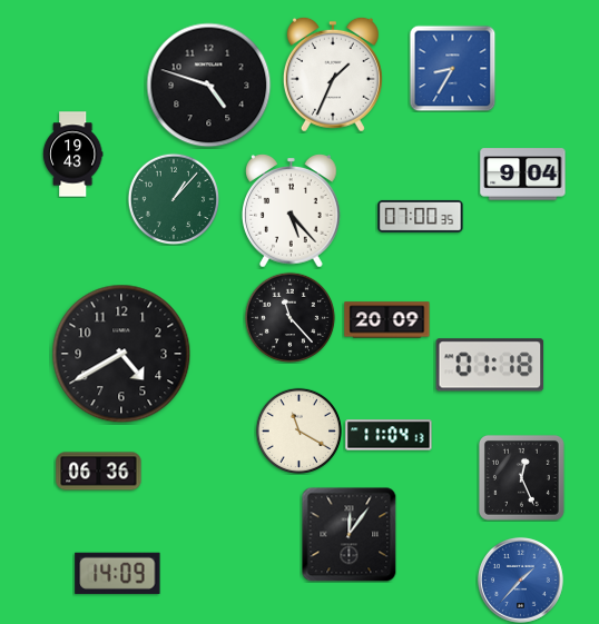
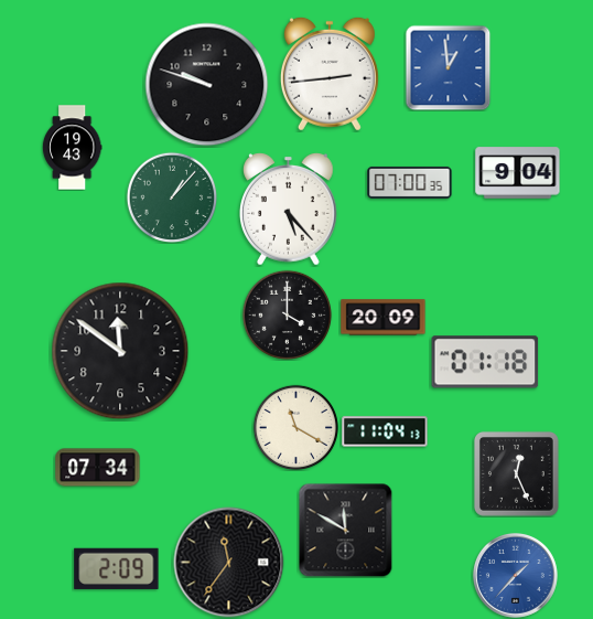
clock at (452, 68): 8:35 -> 12:59
clock at (333, 75): 1:34 -> 2:44
clock at (209, 86): 4:48 -> 9:48
clock at (72, 155) position: (72, 155) -> (72, 148)
clock at (421, 216) position: (421, 216) -> (410, 182)
clock at (289, 317): 11:23 -> 4:00
clock at (121, 354): 4:40 -> 11:51
clock at (99, 472): 06:36 -> 07:34
clock at (348, 534): 12:06 -> 11:50
clock at (229, 563): none -> 11:36
clock at (118, 573): 14:09 -> 2:09
